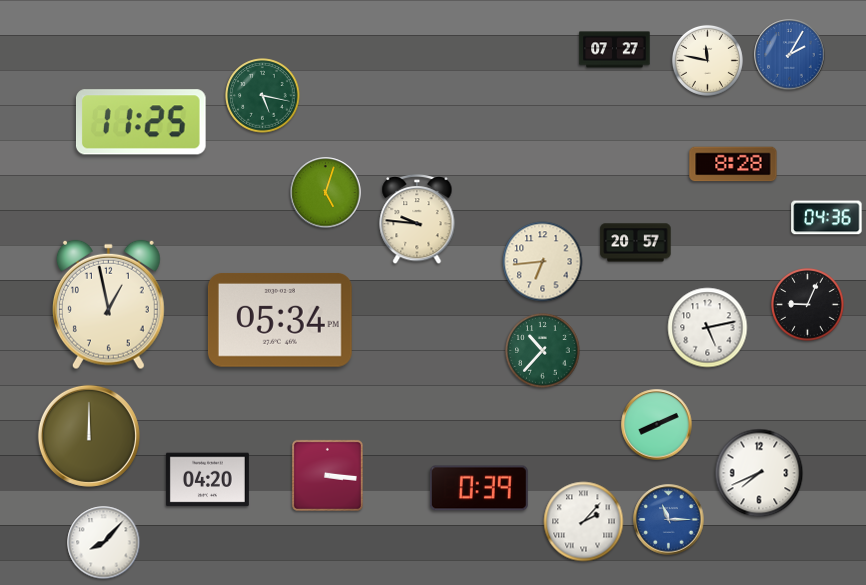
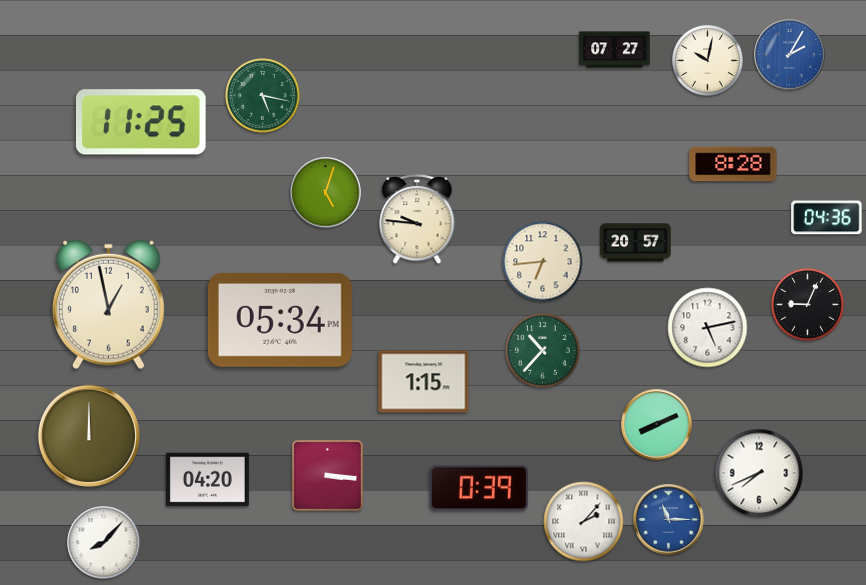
clock at (707, 60): 11:47 -> 10:02
clock at (424, 382): none -> 1:15
